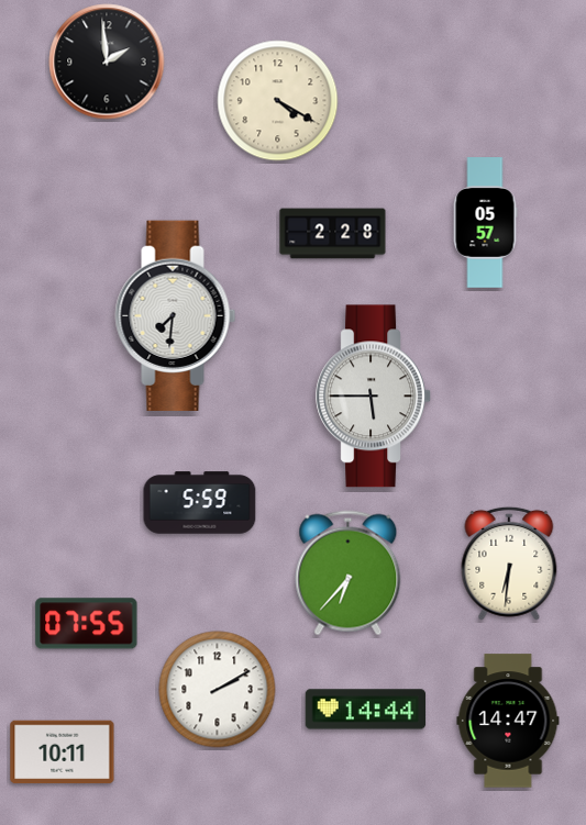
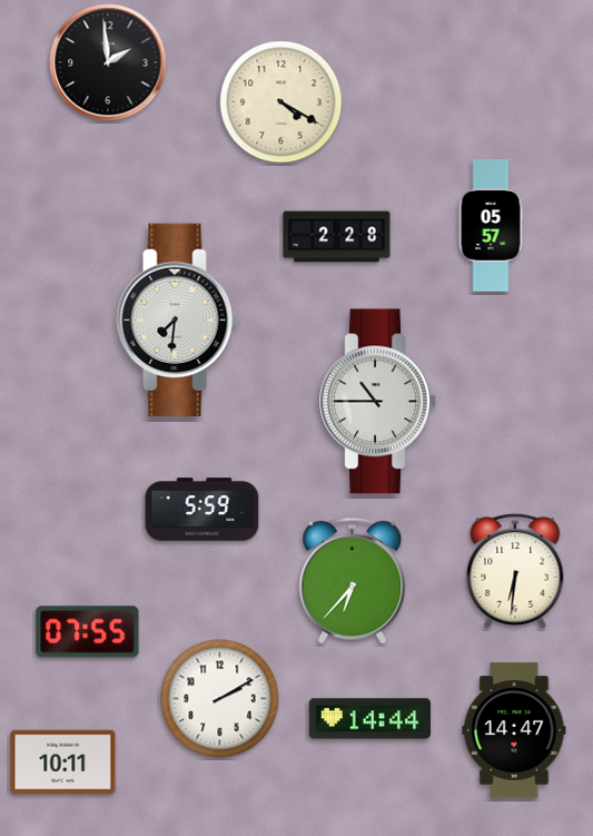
clock at (373, 397): 5:45 -> 10:45
